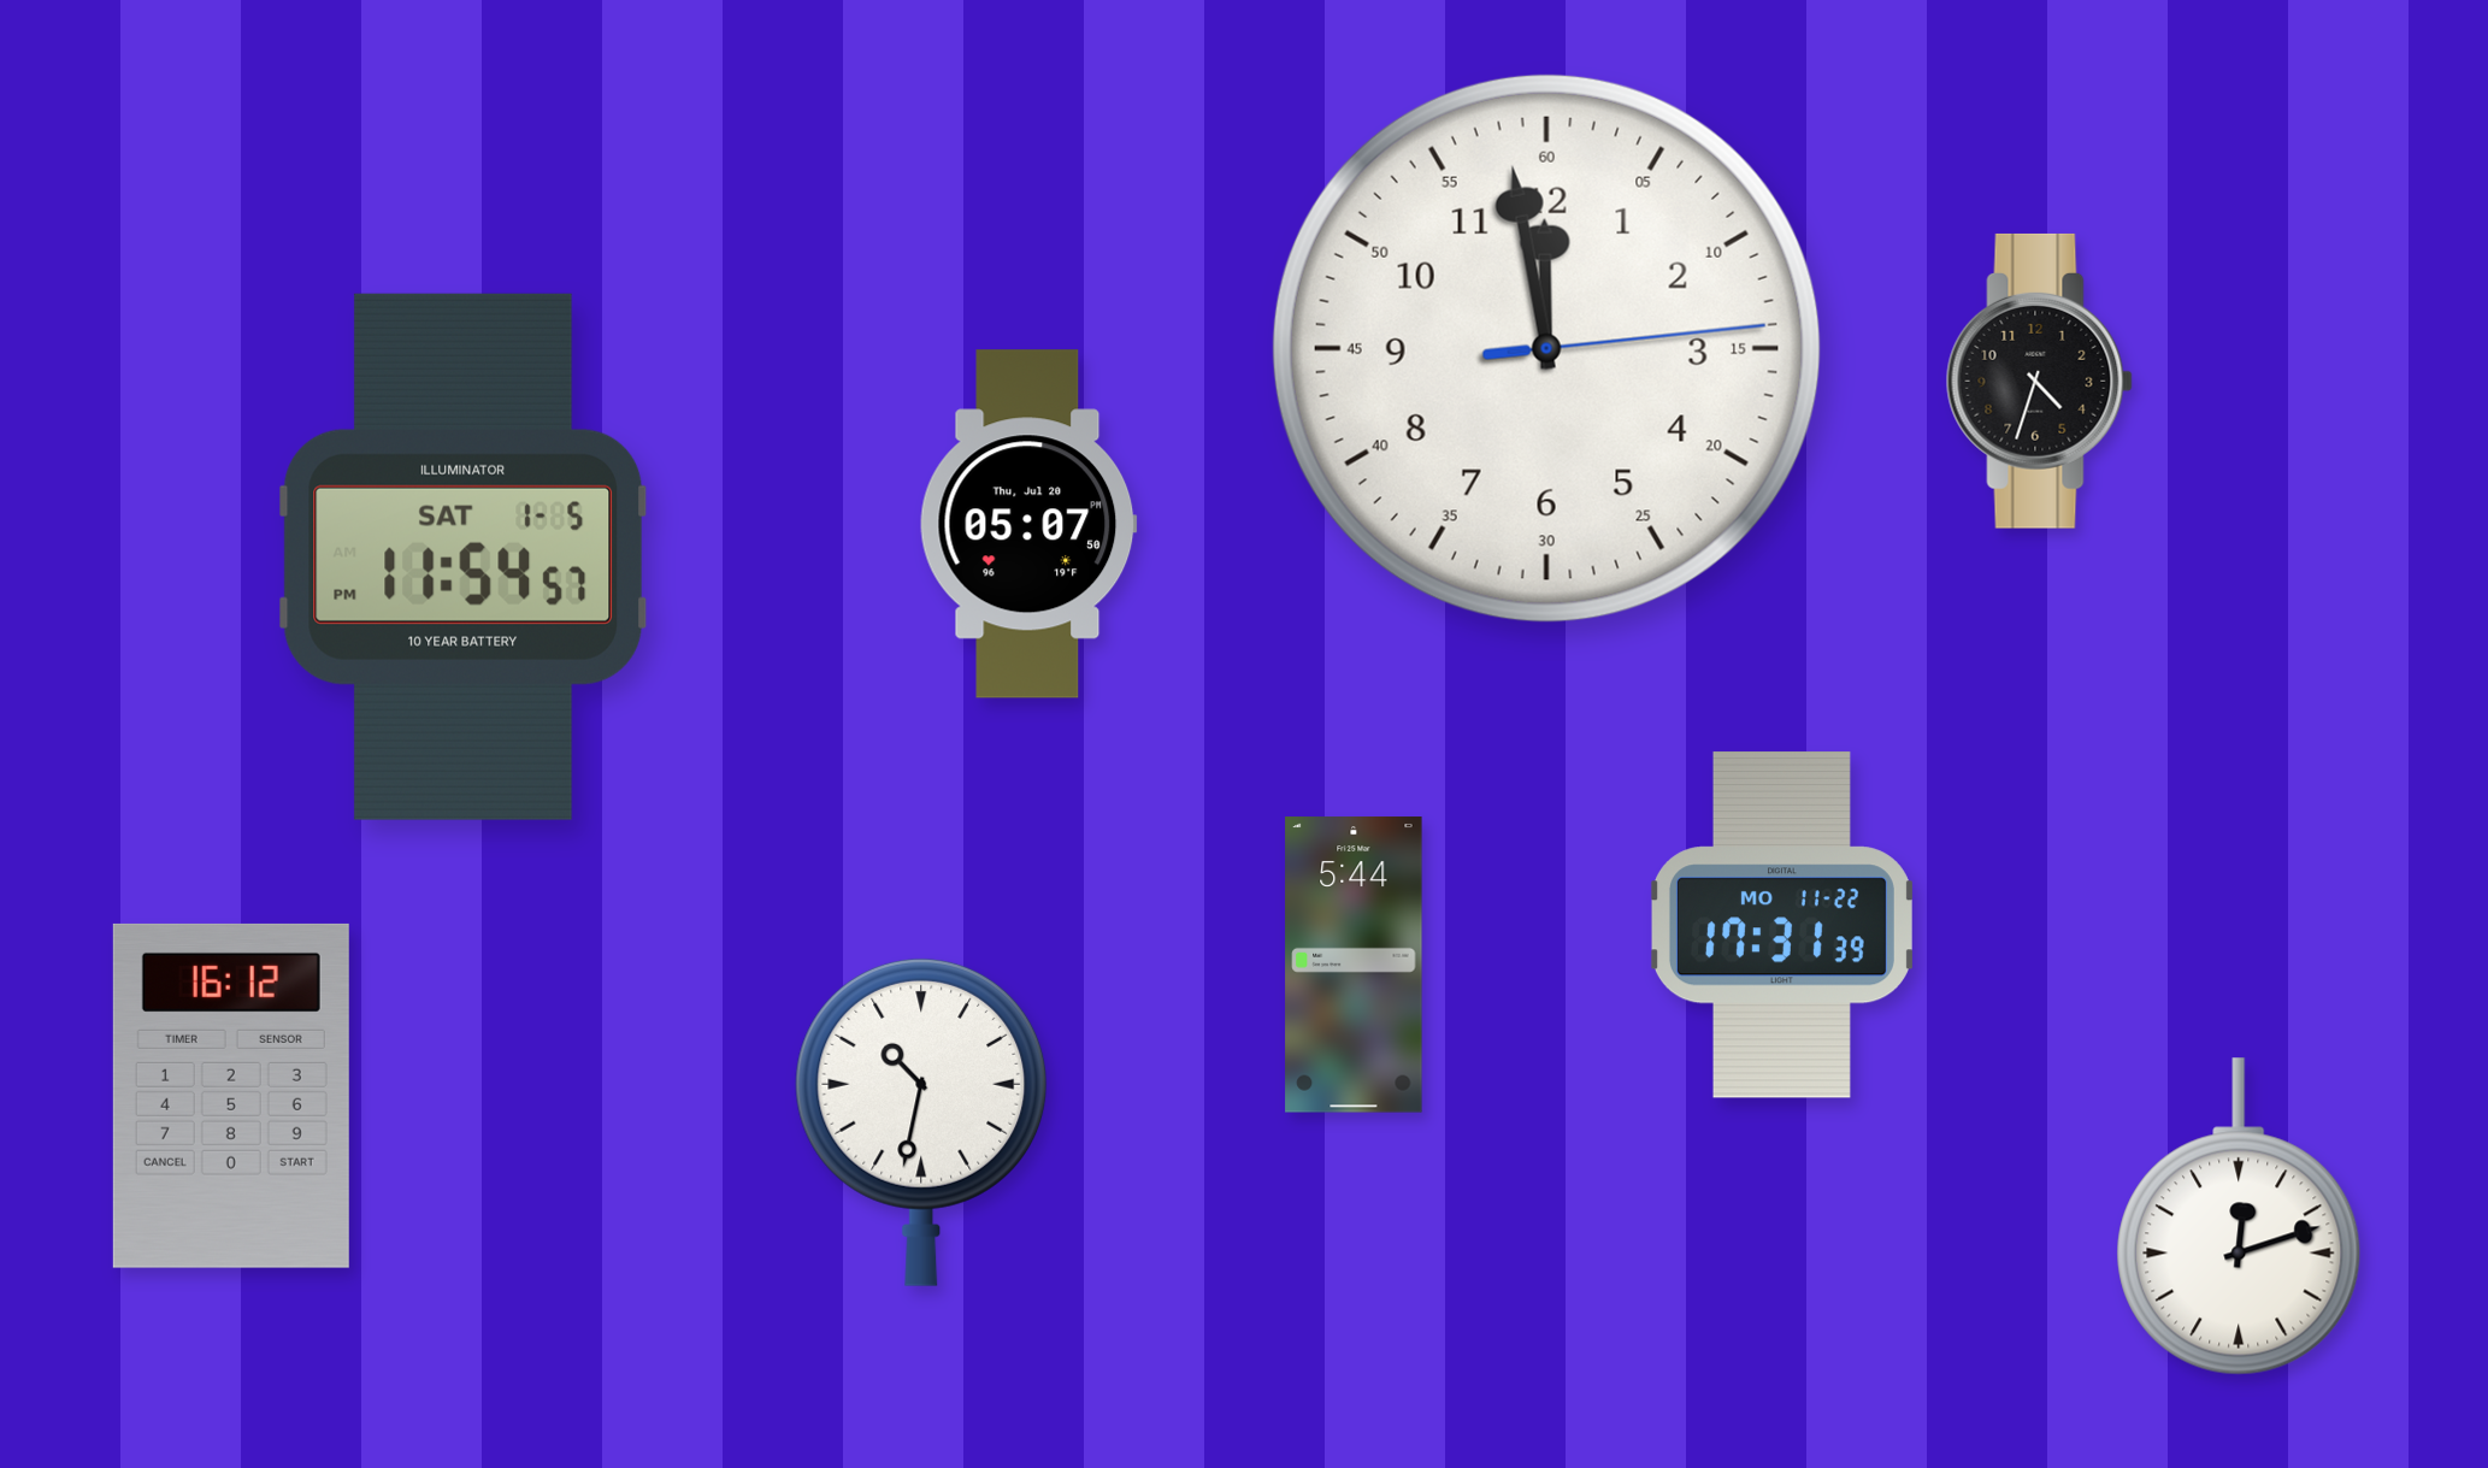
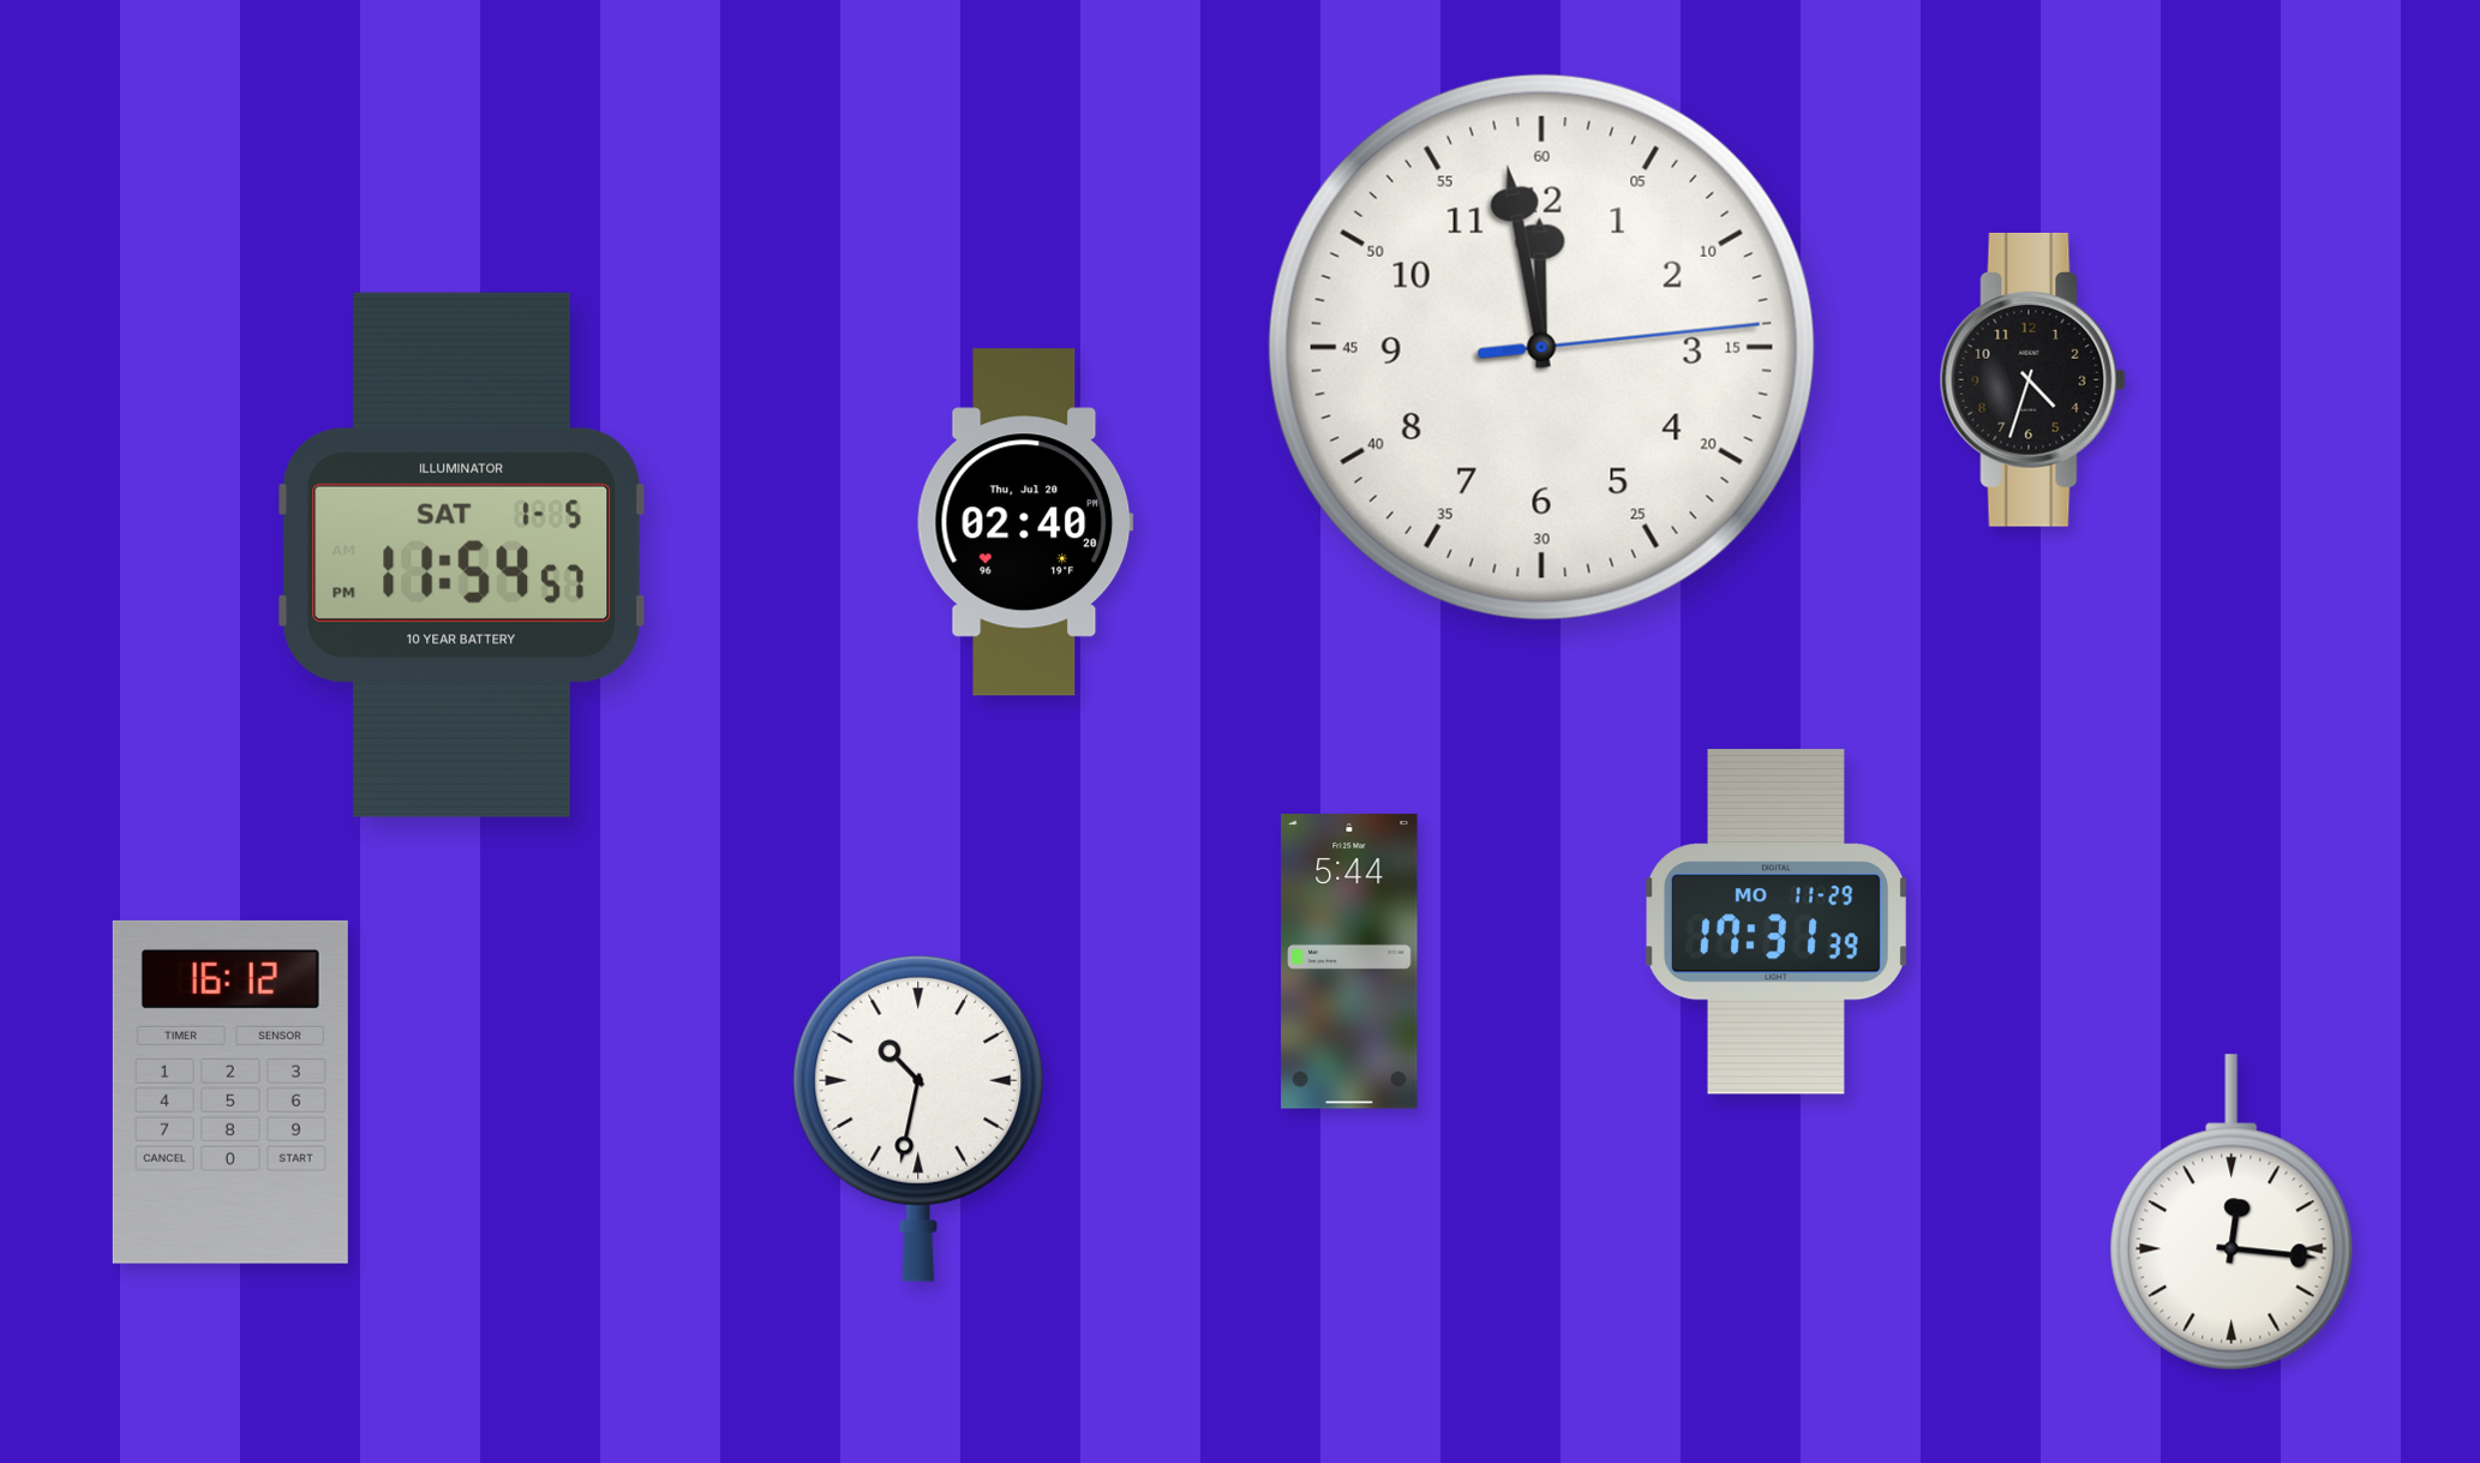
clock at (1028, 524): 05:07 -> 02:40
clock at (1781, 925) date: MO 11-22 -> MO 11-29
clock at (2239, 1216): 12:12 -> 12:16
